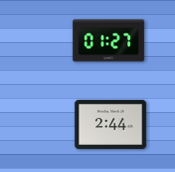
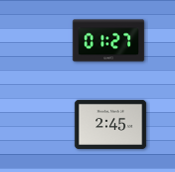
clock at (111, 124): 2:44 -> 2:45
